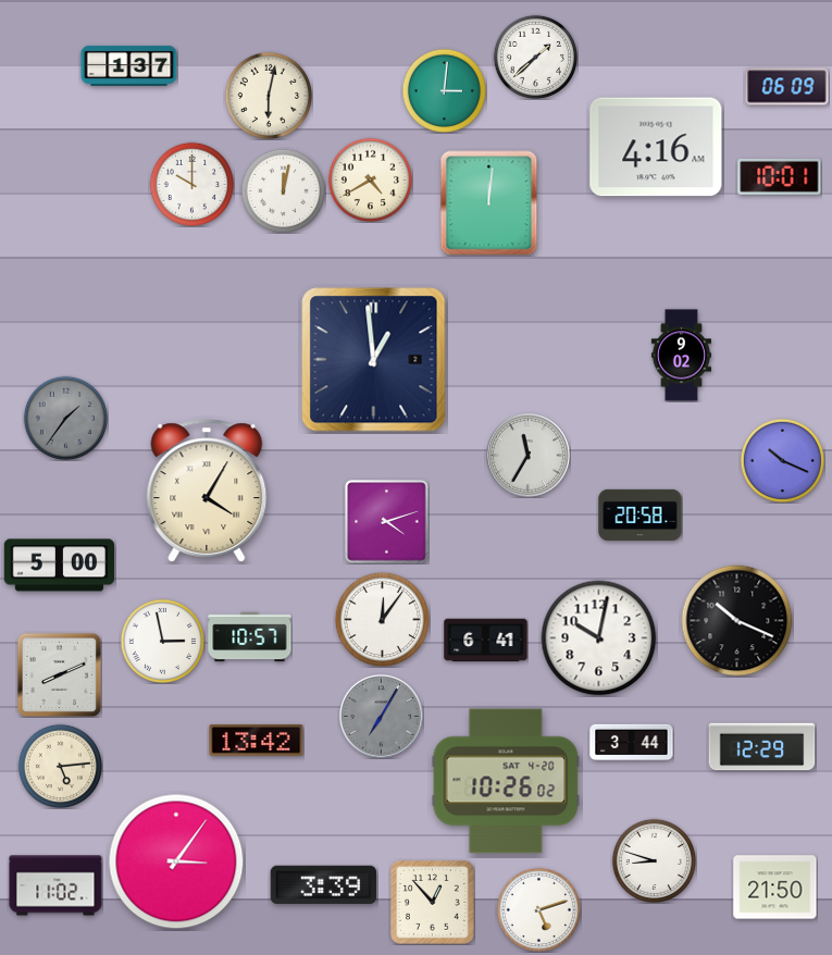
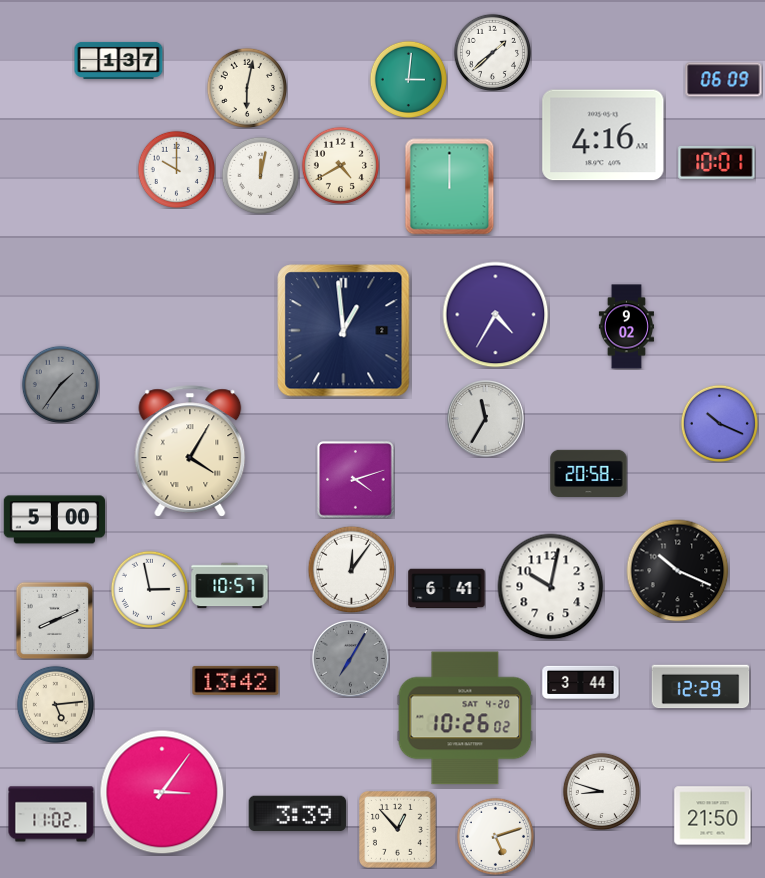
clock at (444, 90) position: (444, 90) -> (408, 79)
clock at (489, 203): 12:01 -> 12:00
clock at (496, 315): none -> 4:35
